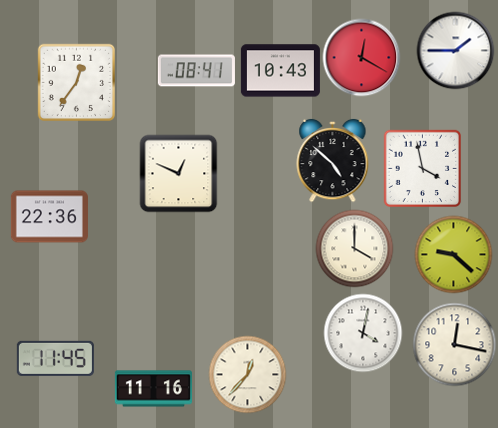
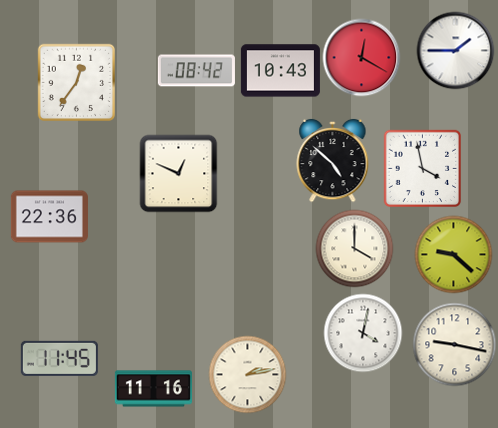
clock at (196, 71): 08:41 -> 08:42
clock at (454, 344): 12:17 -> 9:17
clock at (55, 358) position: (55, 358) -> (59, 358)
clock at (247, 374): 12:37 -> 2:13
